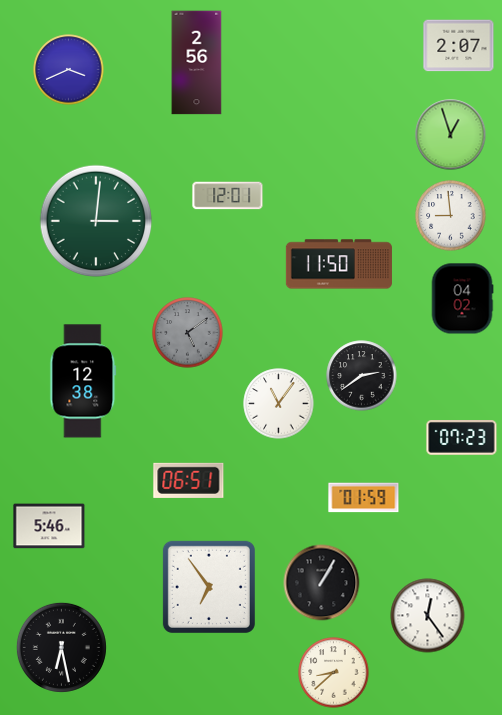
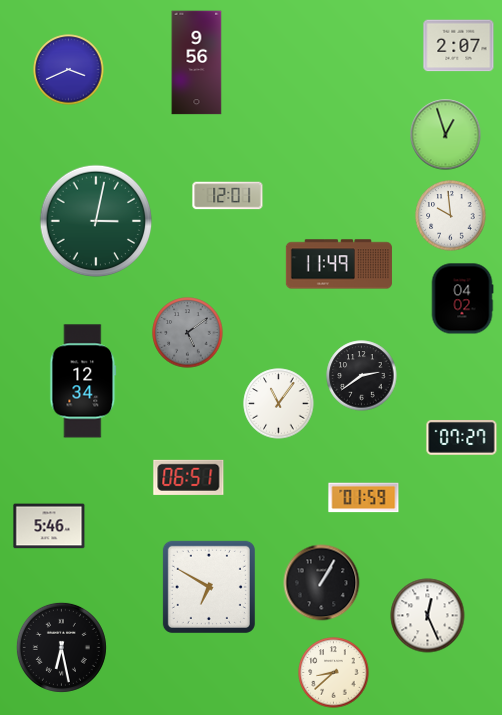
clock at (197, 63): 2:56 -> 9:56
clock at (451, 135) position: (451, 135) -> (446, 135)
clock at (451, 216): 8:59 -> 9:59
clock at (96, 221): 3:01 -> 3:02
clock at (339, 264): 11:50 -> 11:49
clock at (83, 381): 12:38 -> 12:34
clock at (462, 438): 07:23 -> 07:27
clock at (189, 480) position: (189, 480) -> (189, 477)
clock at (209, 587): 6:54 -> 6:50
clock at (428, 616): 12:24 -> 12:26
